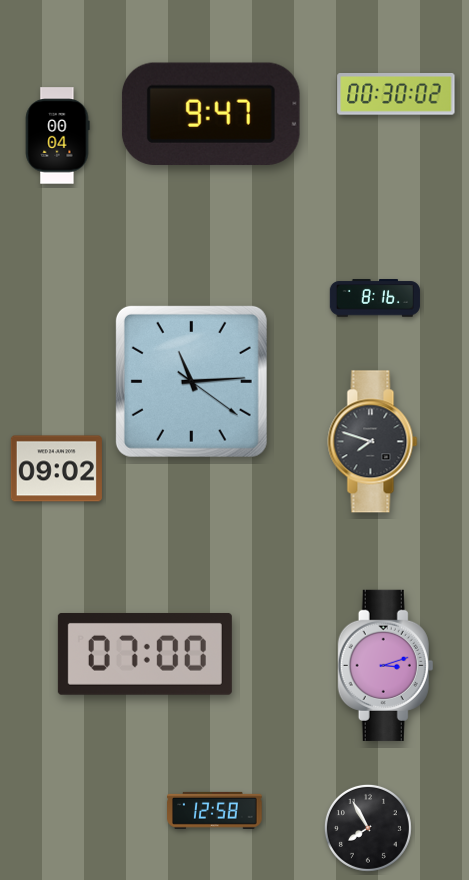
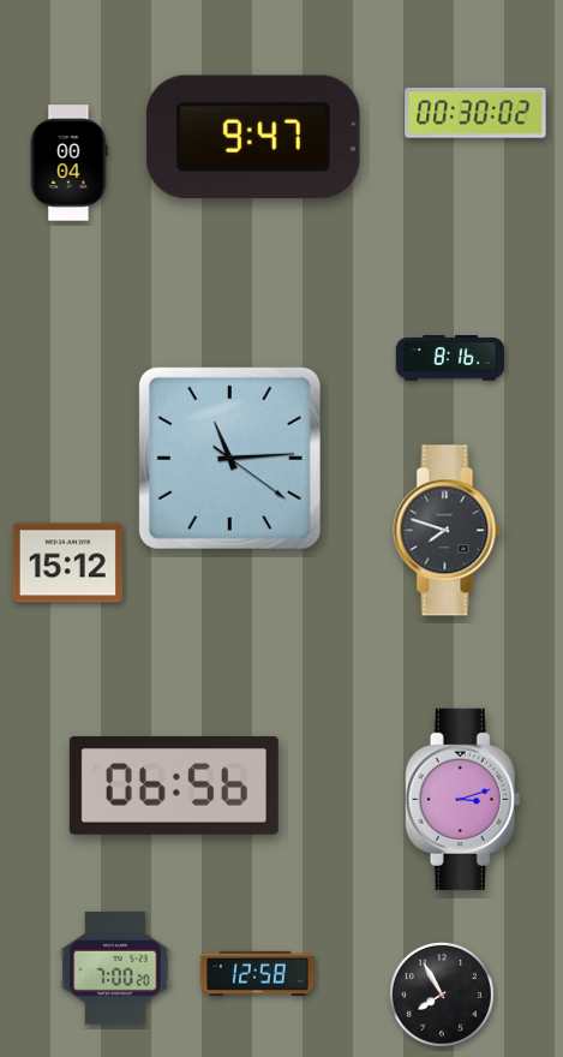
clock at (56, 469): 09:02 -> 15:12
clock at (145, 654): 07:00 -> 06:56
clock at (115, 968): none -> 7:00
